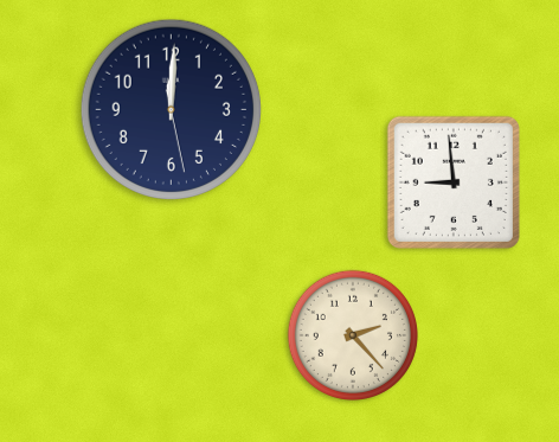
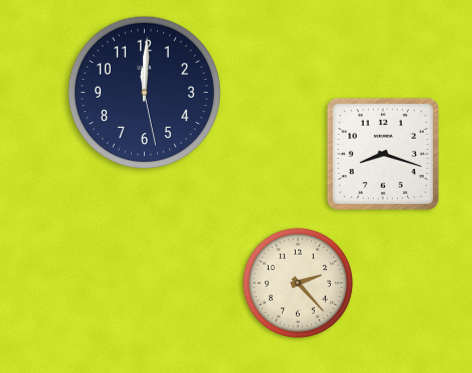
clock at (454, 182): 8:59 -> 8:18
